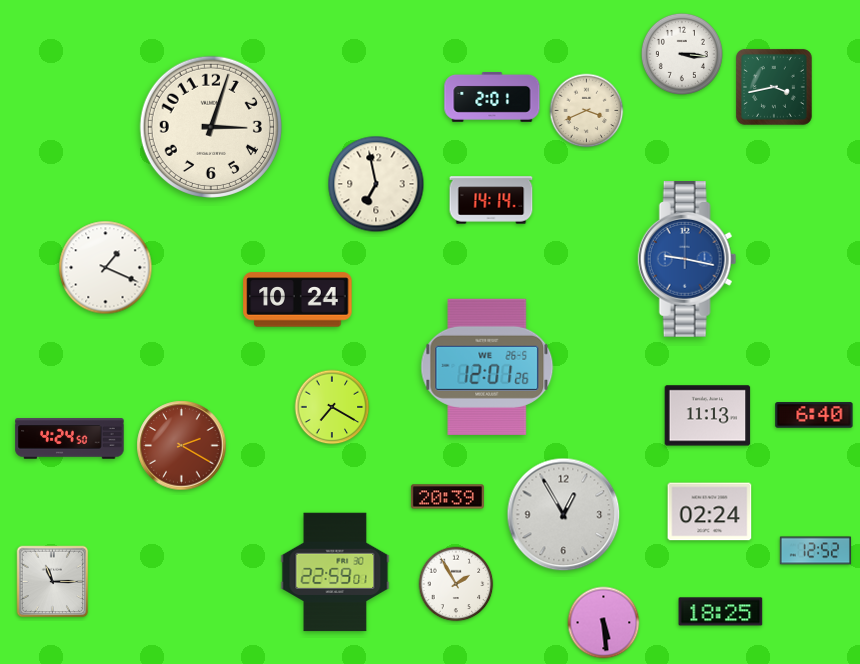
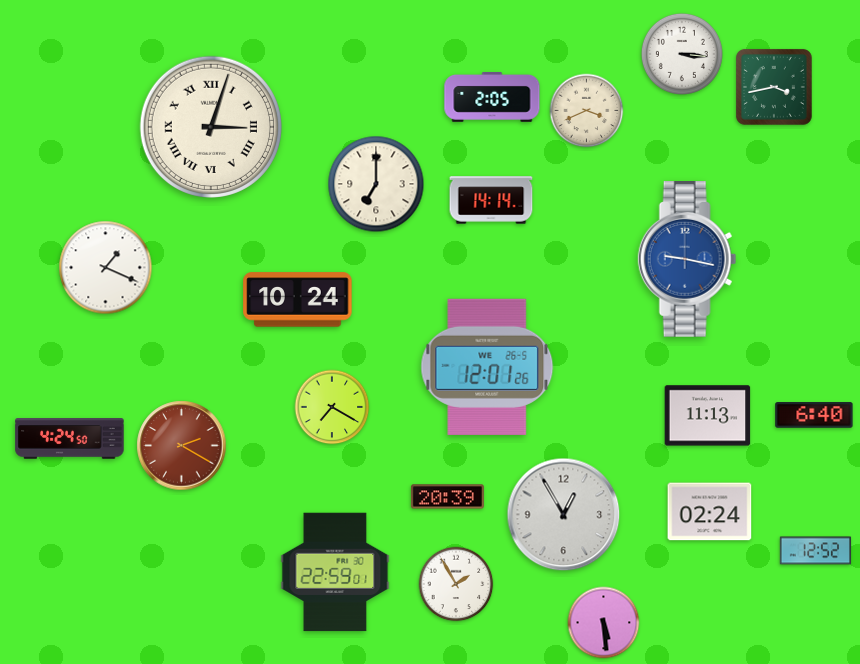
clock at (492, 98): 2:01 -> 2:05
clock at (211, 127) numerals: Arabic -> Roman
clock at (376, 184): 6:58 -> 7:00
clock at (53, 582): 11:15 -> none
clock at (721, 612): 18:25 -> none
